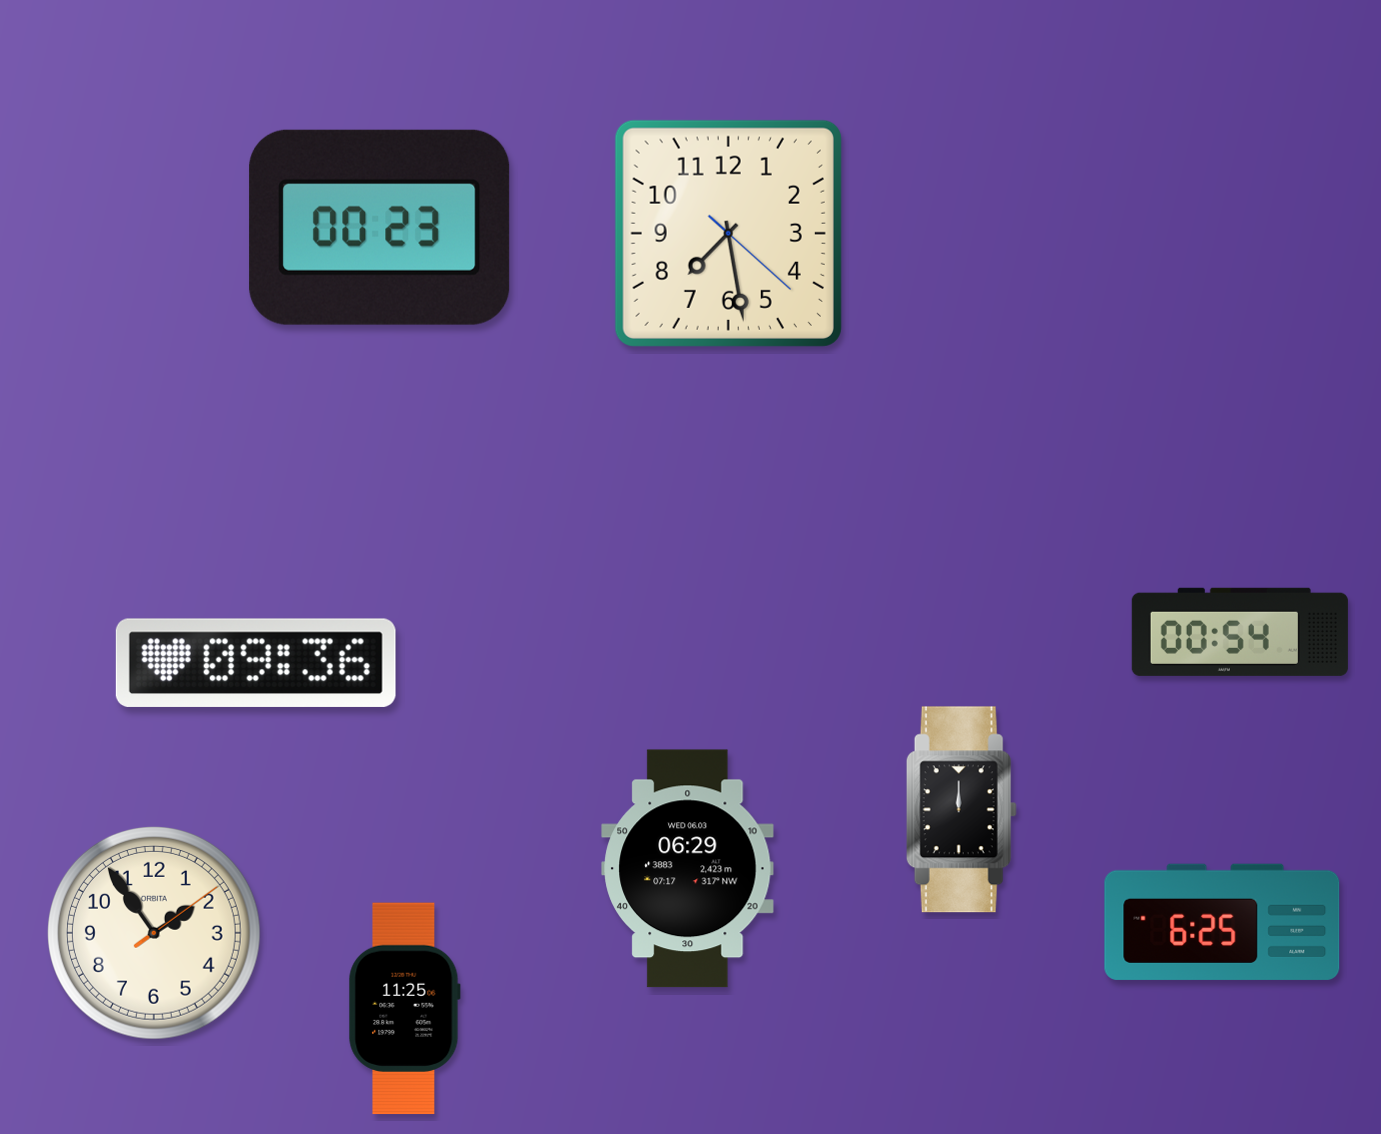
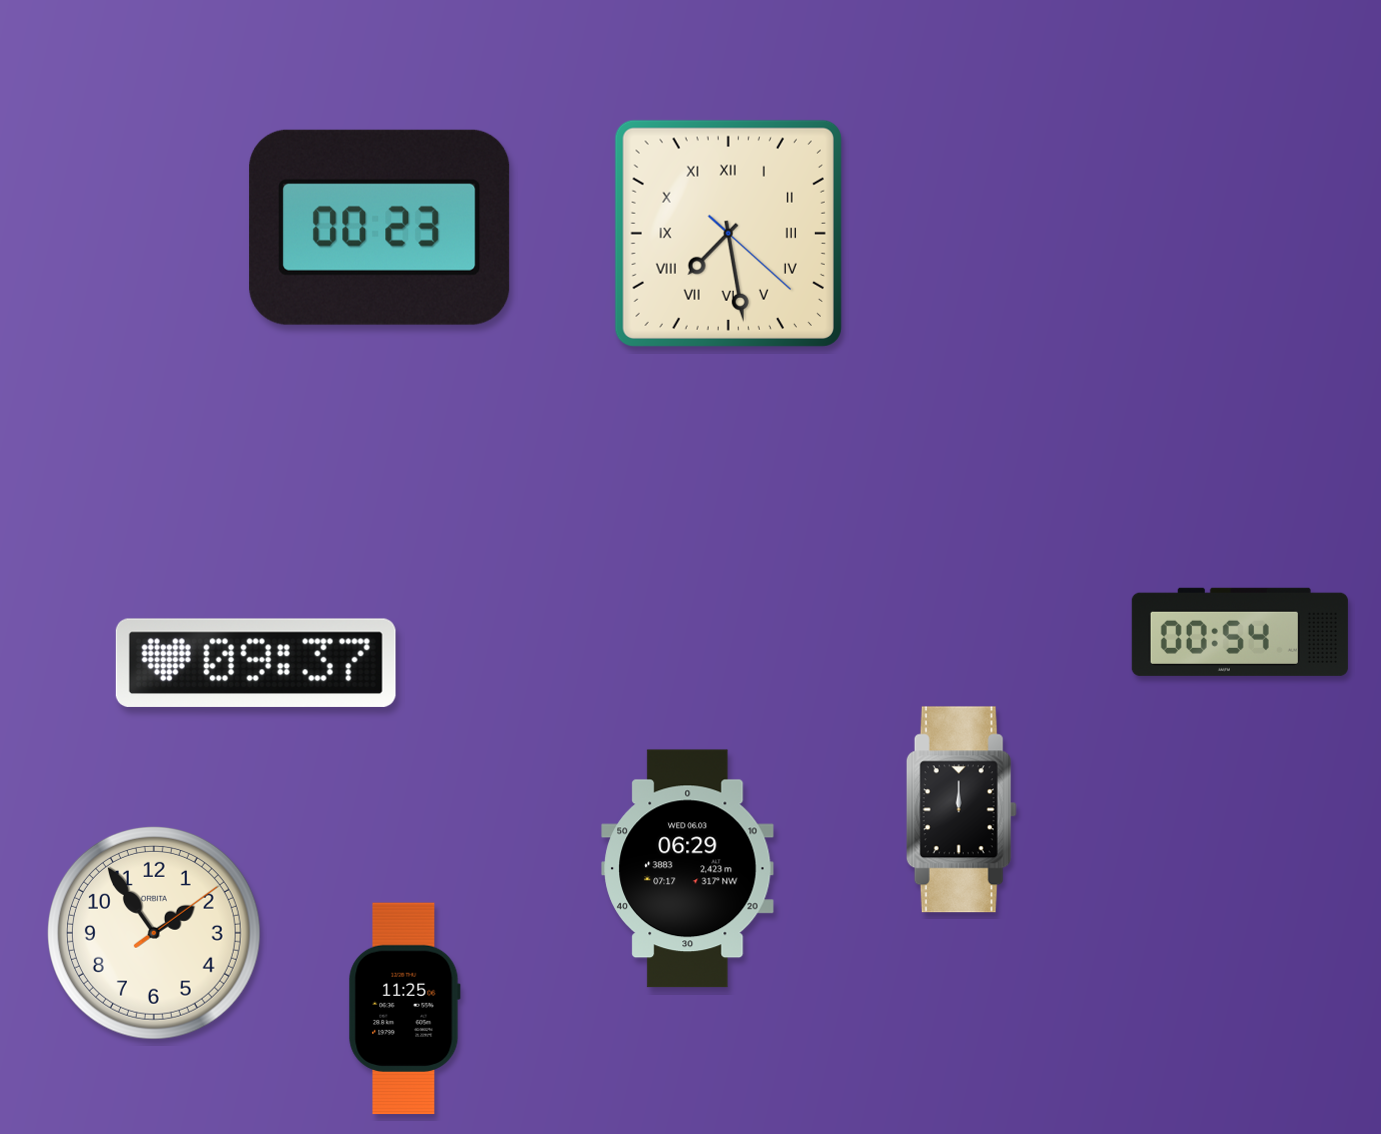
clock at (728, 233) numerals: Arabic -> Roman
clock at (256, 663): 09:36 -> 09:37
clock at (1222, 922): 6:25 -> none
